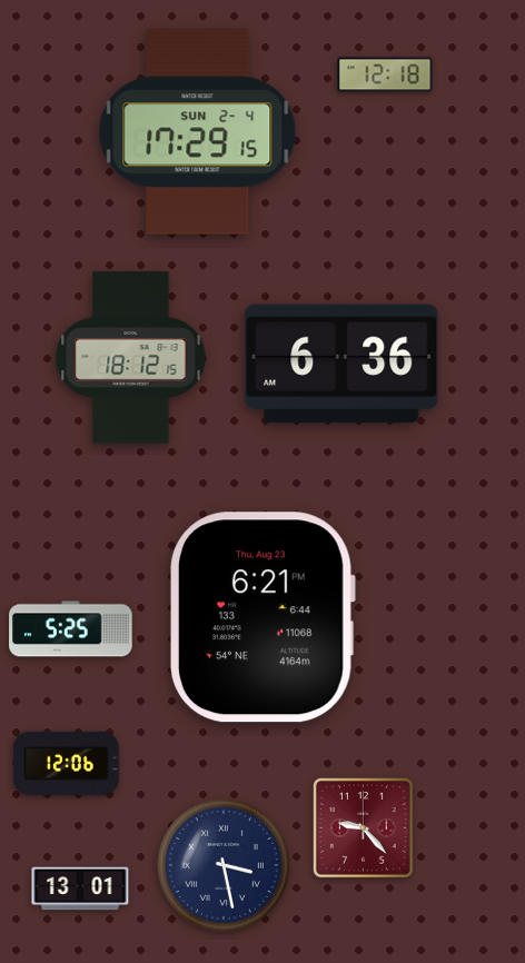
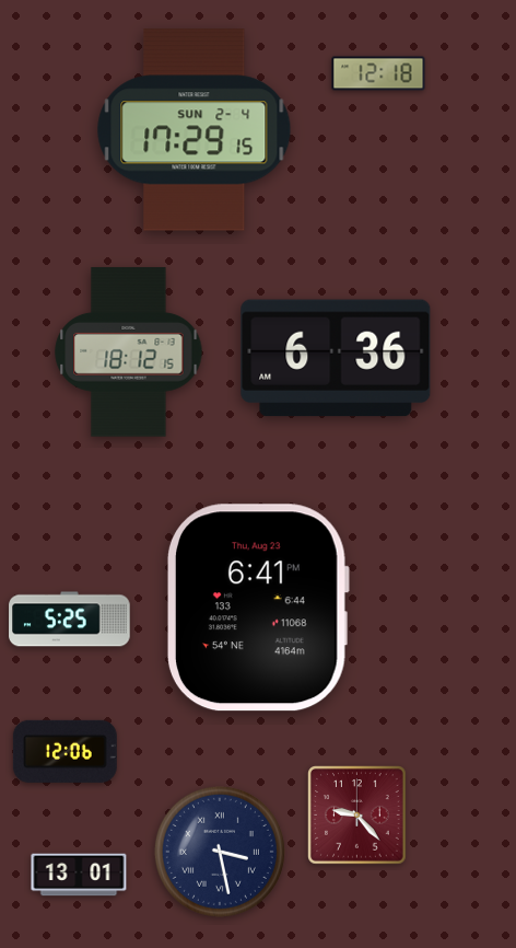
clock at (262, 617): 6:21 -> 6:41
